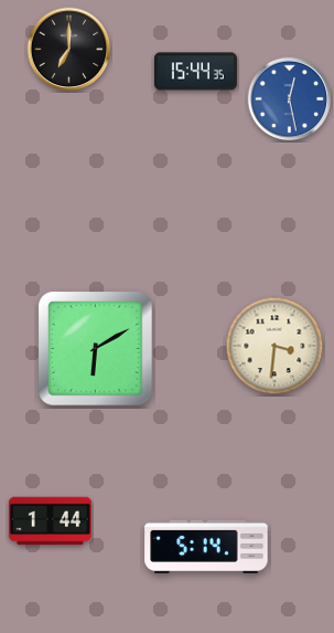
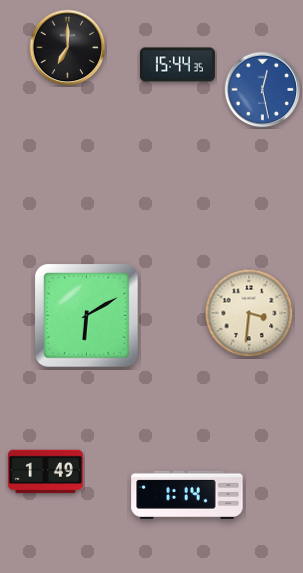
clock at (69, 50) position: (69, 50) -> (68, 48)
clock at (50, 521): 1:44 -> 1:49
clock at (206, 547): 5:14 -> 1:14
